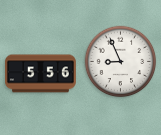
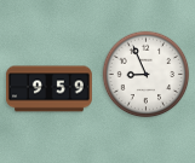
clock at (41, 74): 5:56 -> 9:59
